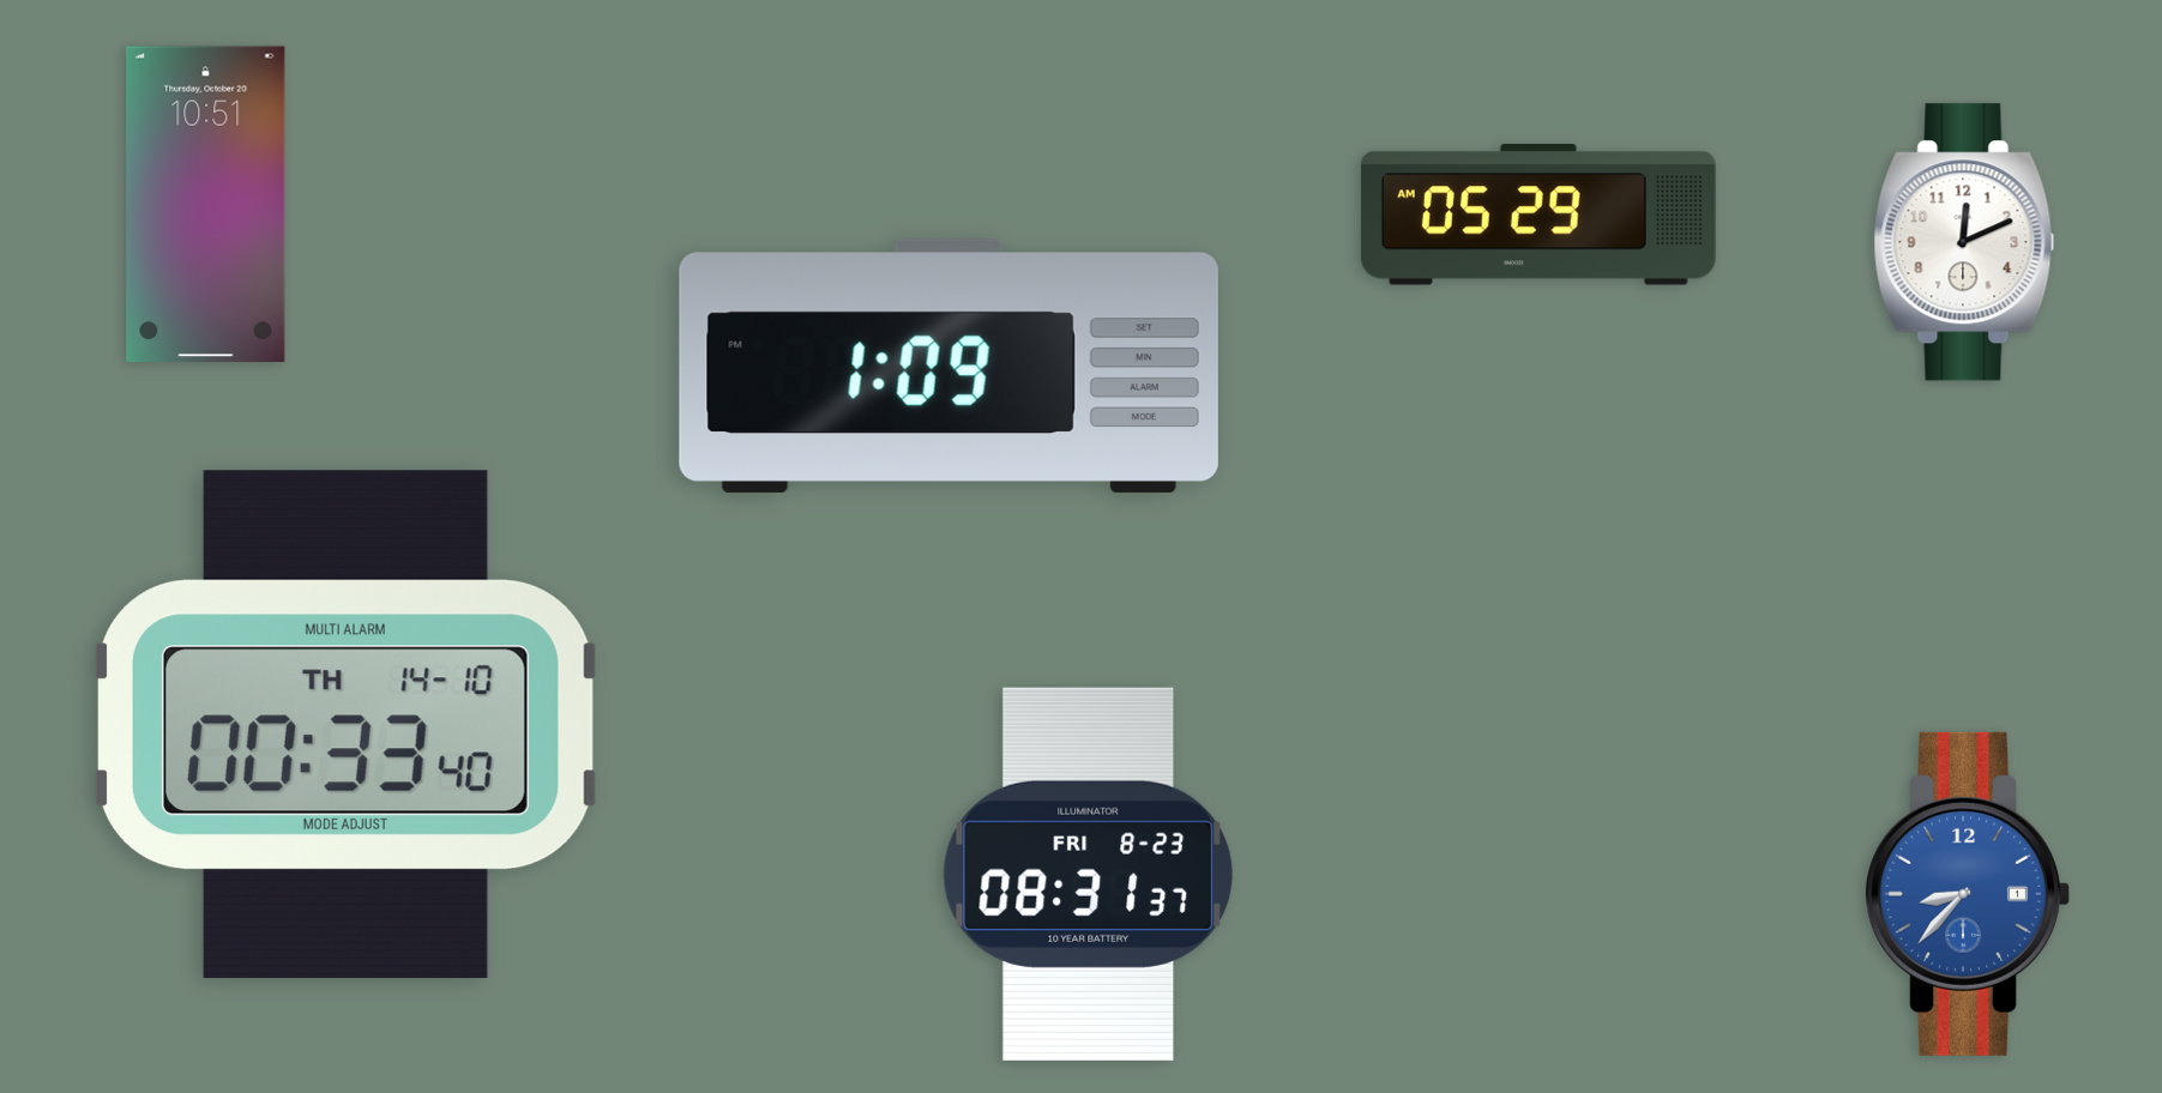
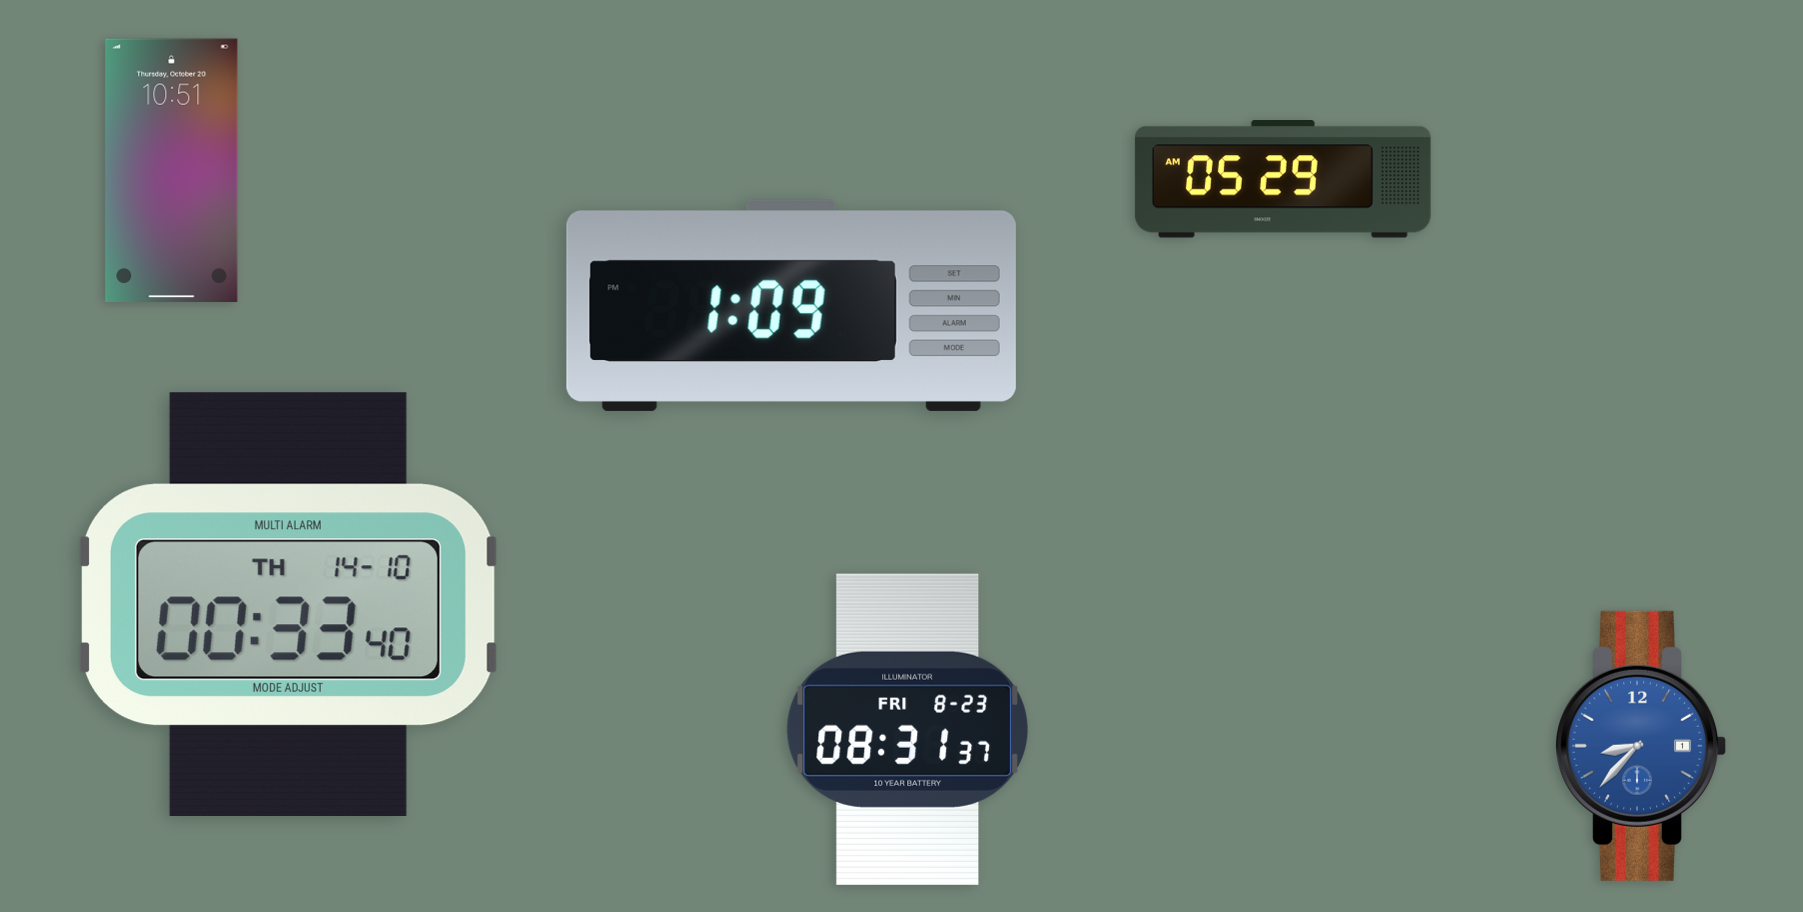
clock at (1964, 242): 12:11 -> none
